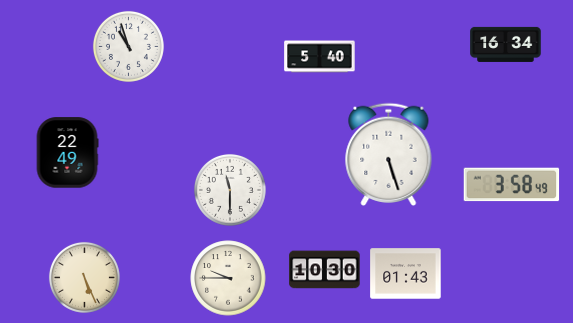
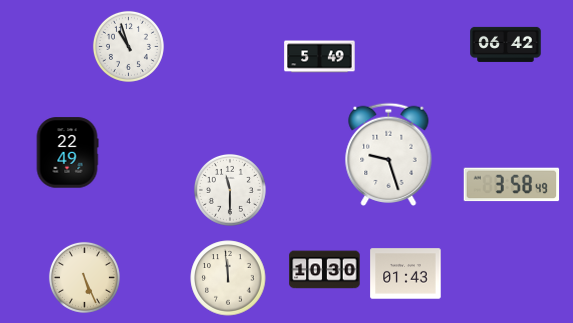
clock at (506, 44): 16:34 -> 06:42
clock at (320, 57): 5:40 -> 5:49
clock at (389, 154): 5:27 -> 9:27
clock at (228, 278): 9:45 -> 11:59
